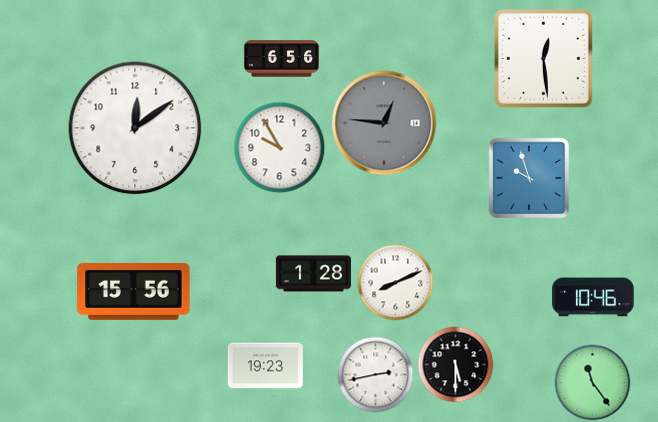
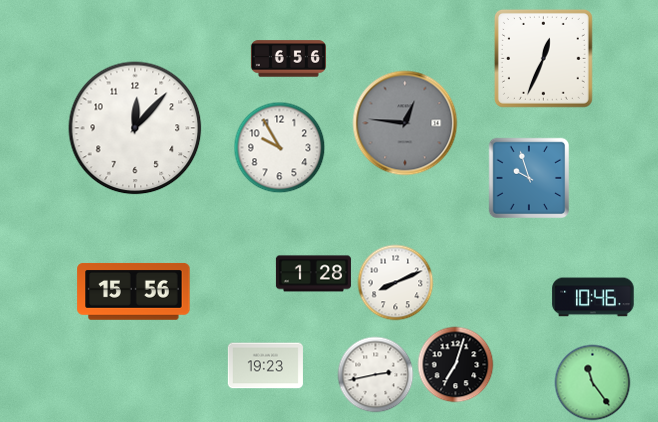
clock at (543, 58): 12:29 -> 12:34
clock at (281, 59) position: (281, 59) -> (288, 59)
clock at (384, 123) position: (384, 123) -> (405, 123)
clock at (135, 128): 12:09 -> 12:07
clock at (456, 365): 5:30 -> 7:03
